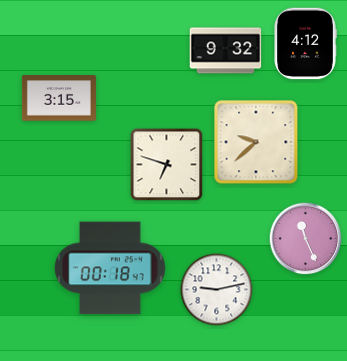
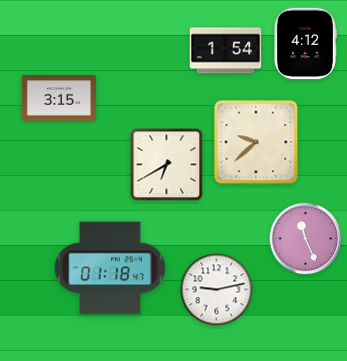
clock at (226, 51): 9:32 -> 1:54
clock at (167, 165): 6:48 -> 6:40
clock at (110, 268): 00:18 -> 01:18
